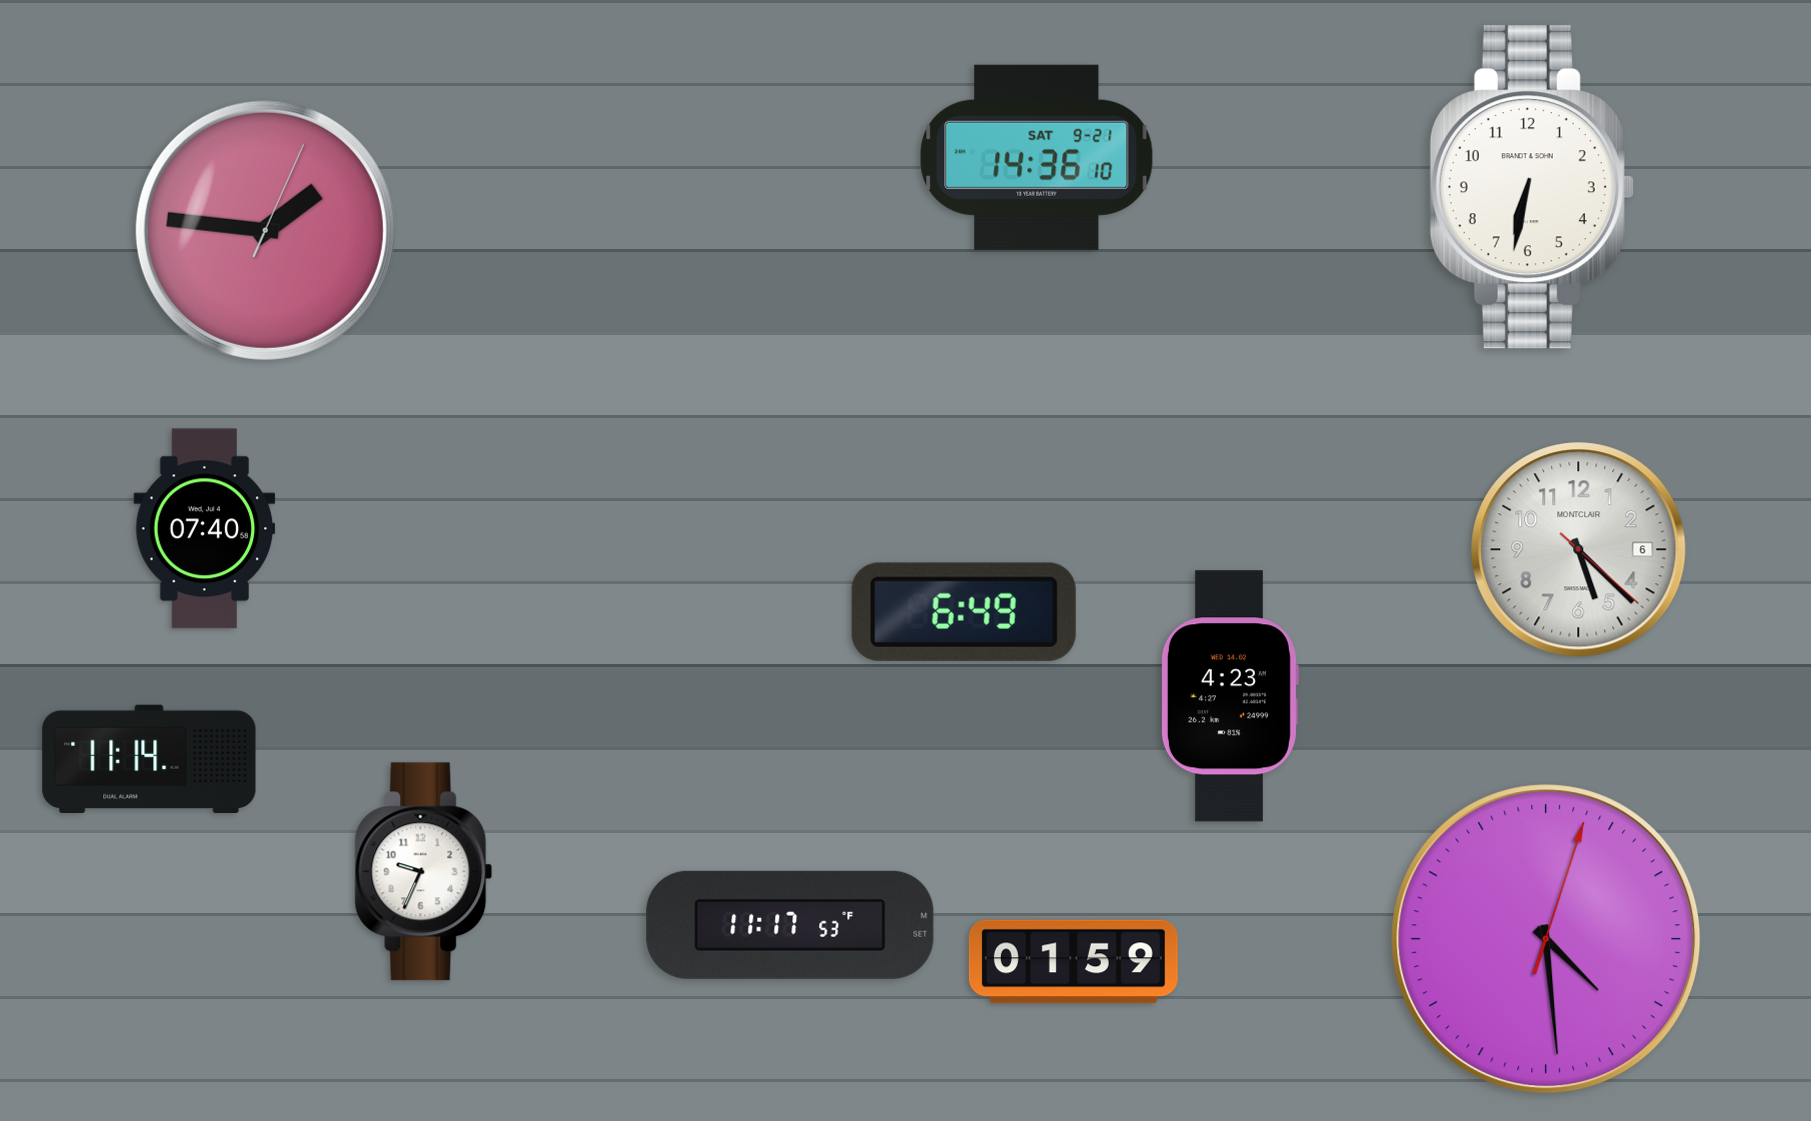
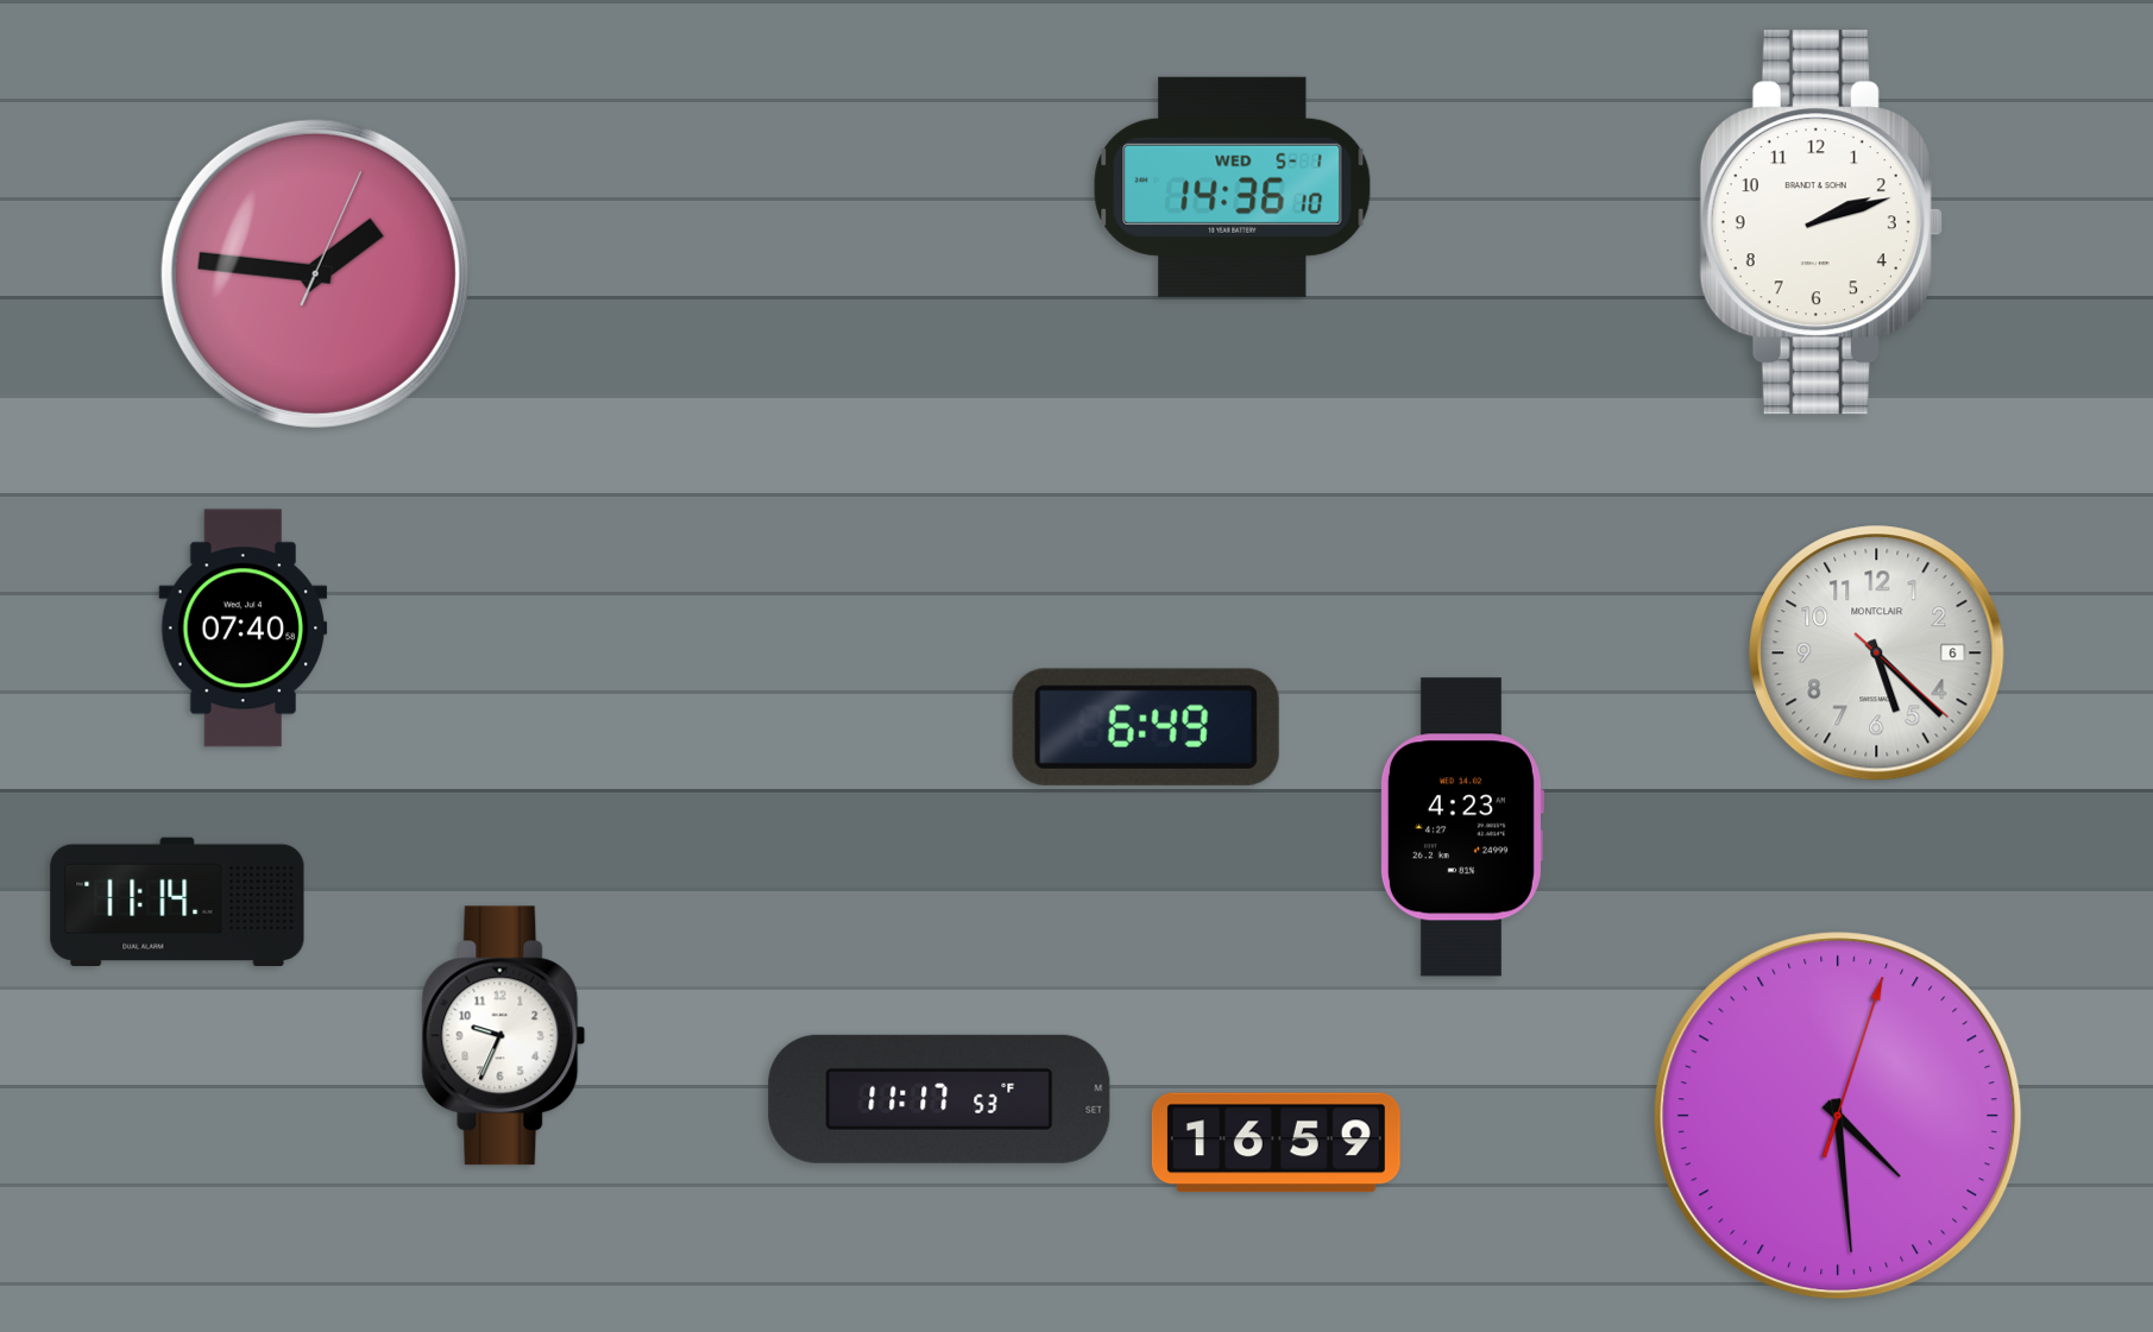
clock at (1037, 157) date: SAT 9-21 -> WED 5-1
clock at (1532, 187): 6:32 -> 2:12
clock at (1073, 962): 01:59 -> 16:59
